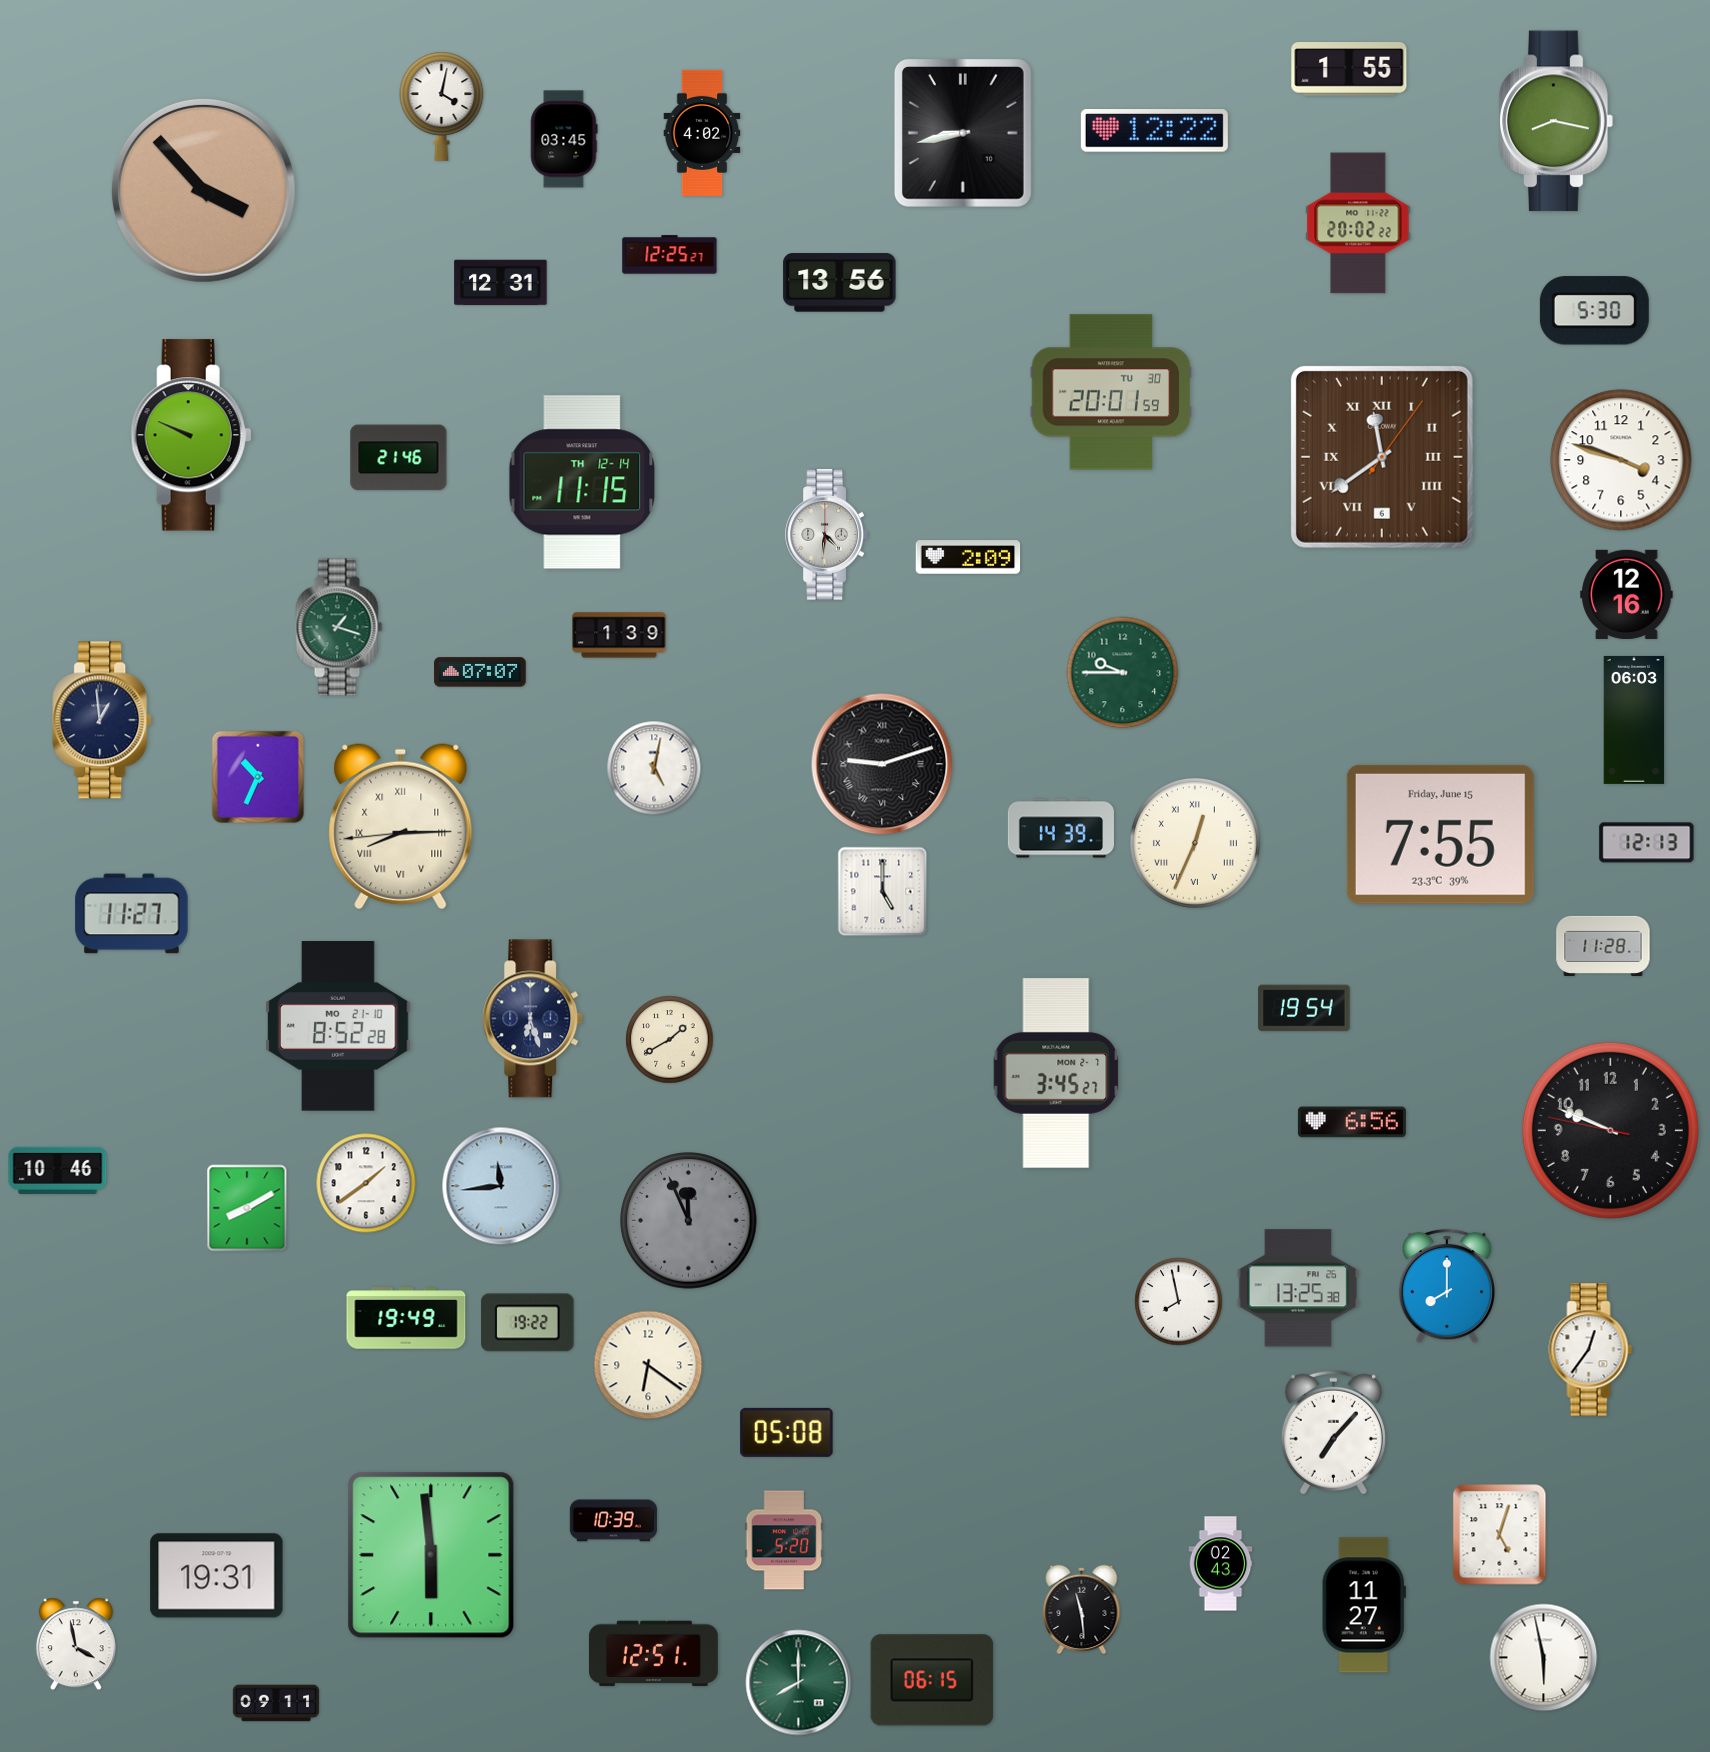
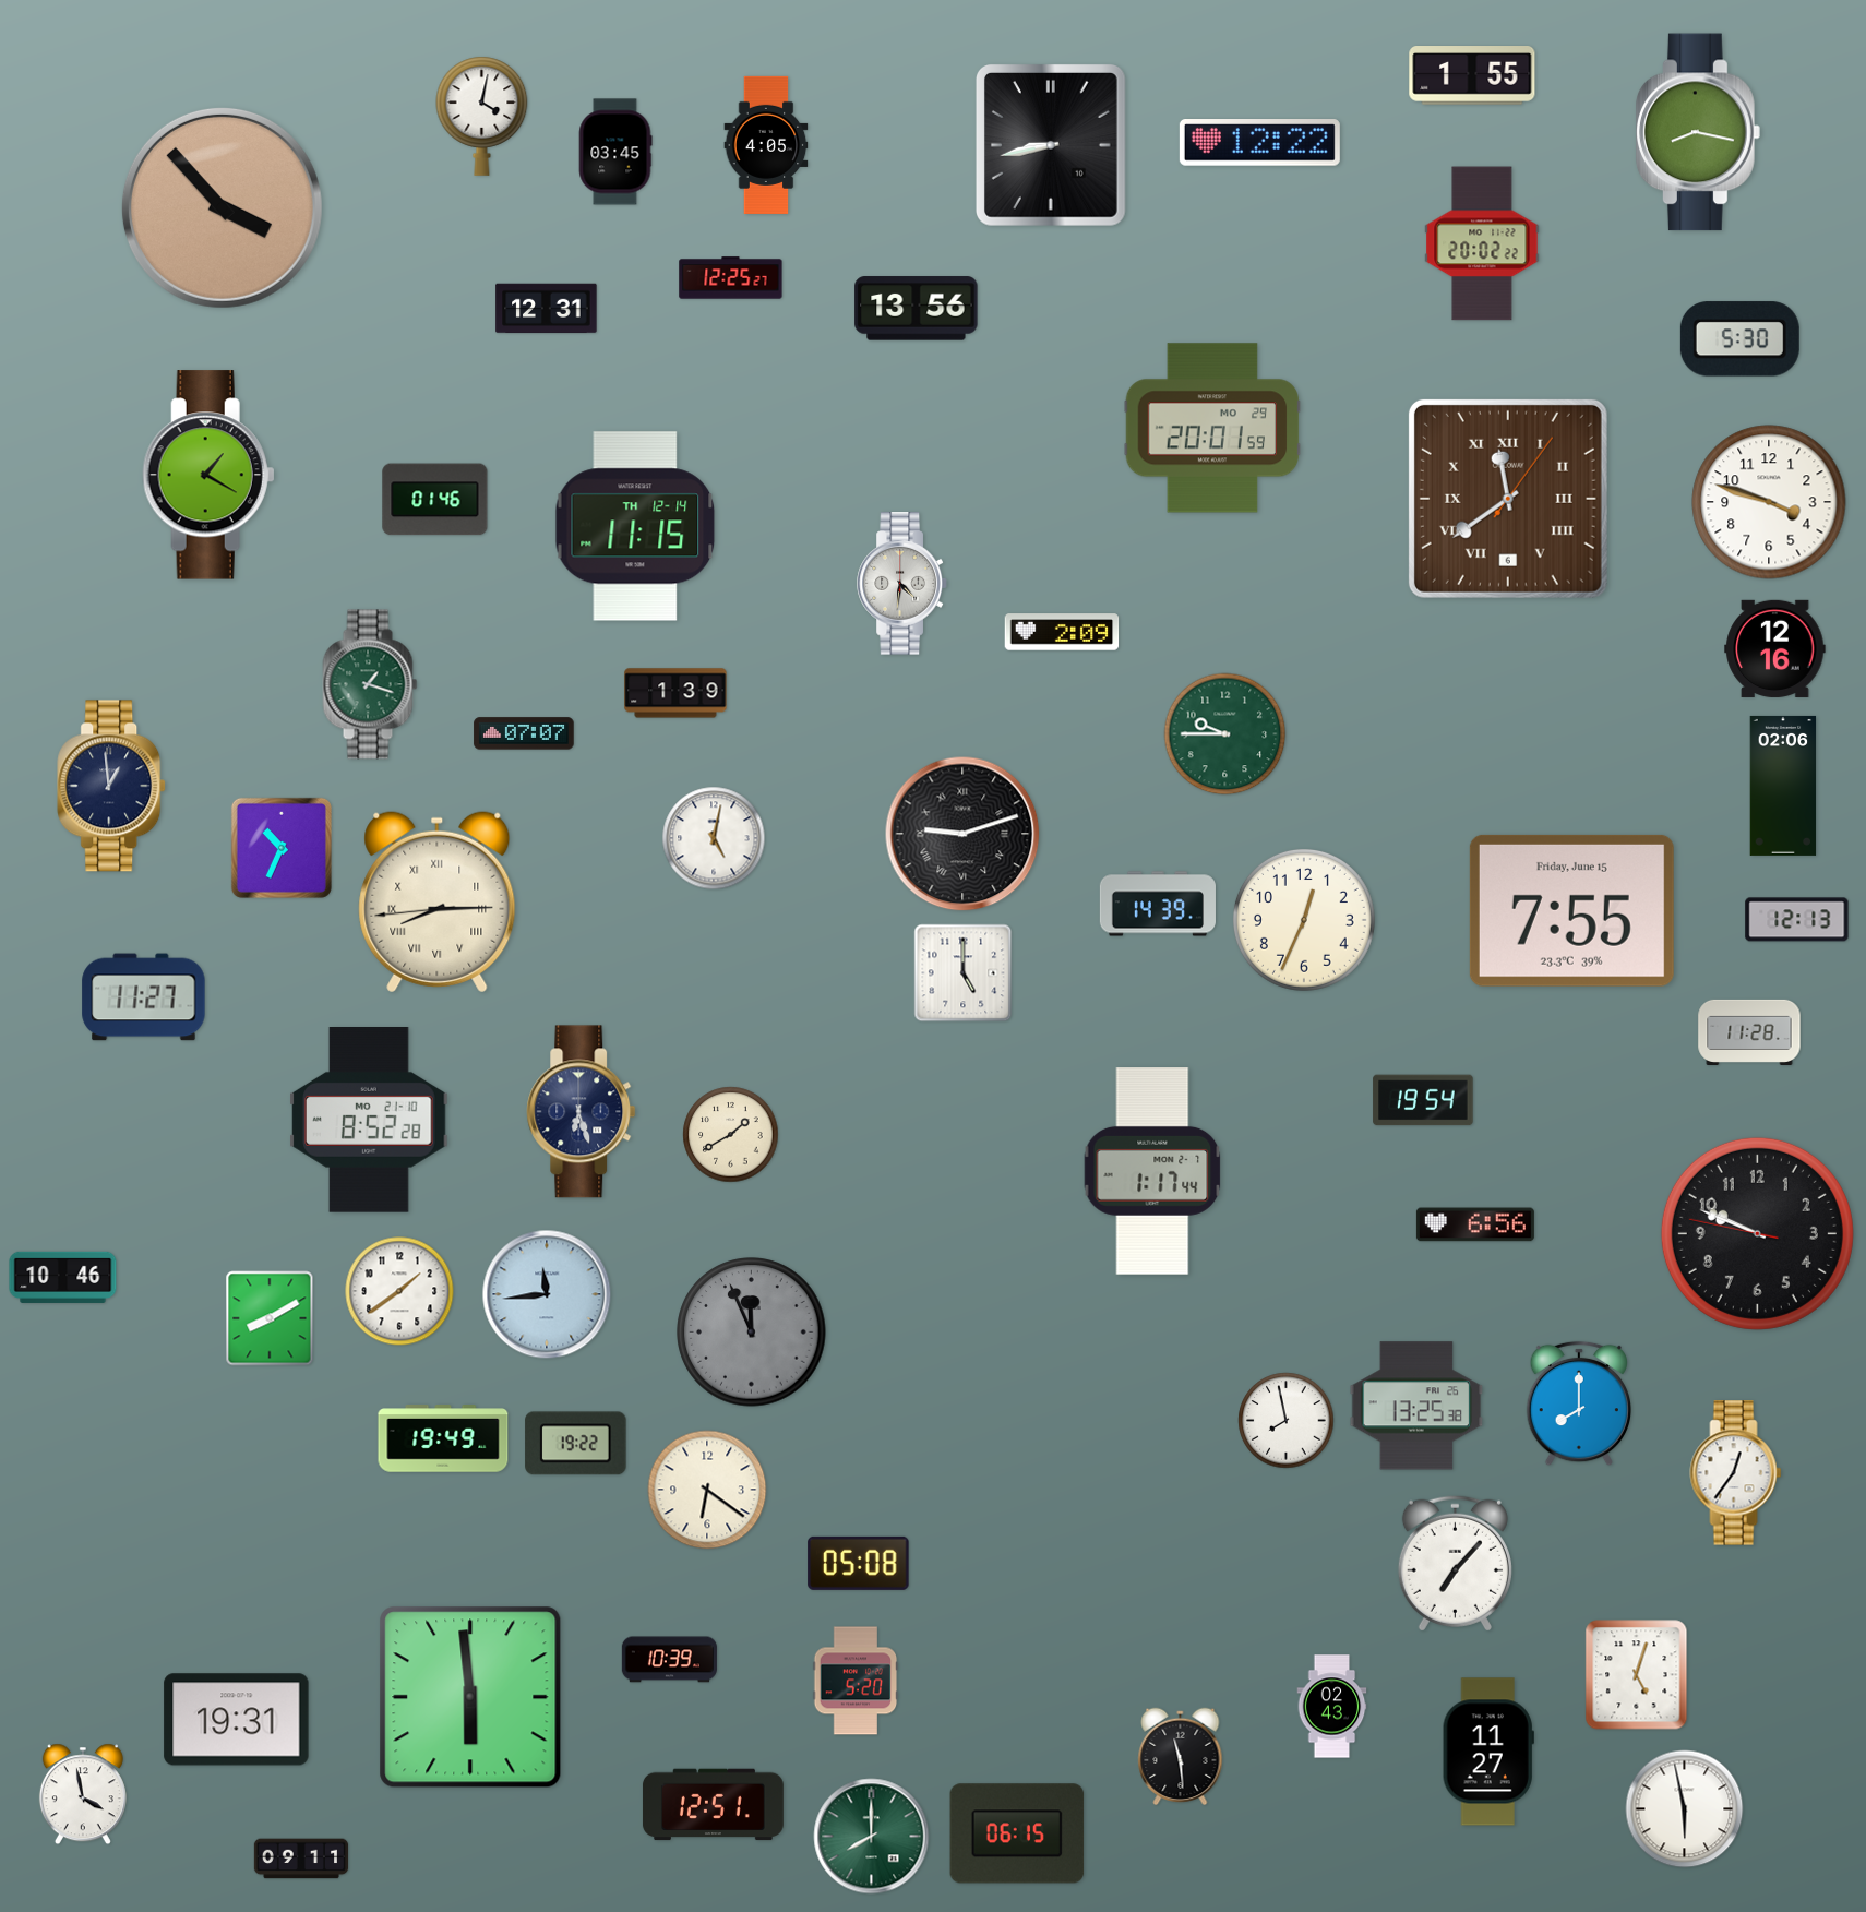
clock at (702, 133): 4:02 -> 4:05
clock at (1111, 392) date: TU 30 -> MO 29
clock at (191, 435): 9:49 -> 1:20
clock at (399, 458): 21:46 -> 01:46
clock at (968, 557) position: (968, 557) -> (1062, 632)
clock at (1634, 720): 06:03 -> 02:06
clock at (1195, 843) numerals: Roman -> Arabic
clock at (1056, 1073): 3:45 -> 1:17
